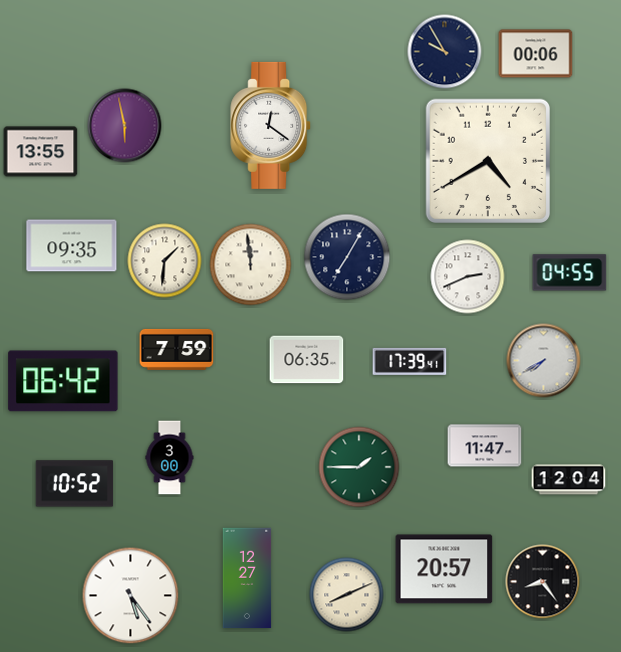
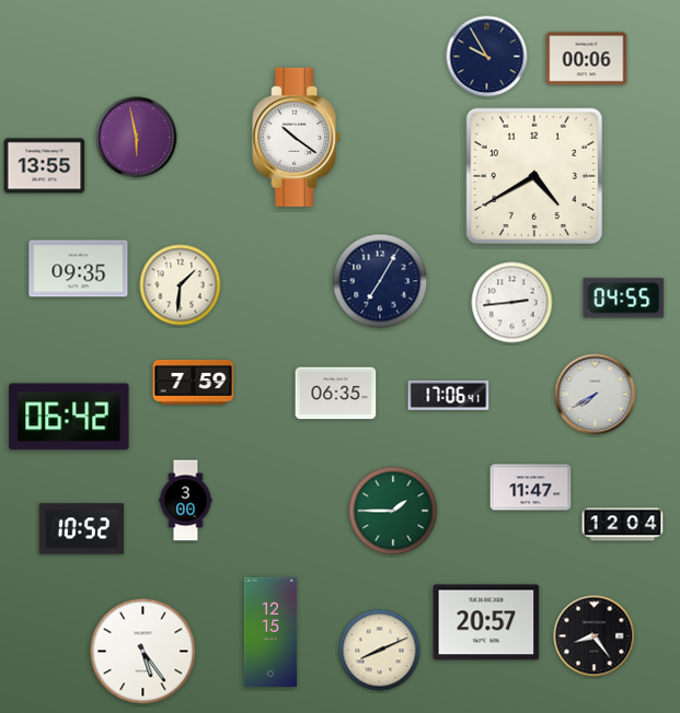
clock at (271, 125): 12:21 -> 10:21
clock at (251, 265): 11:59 -> none
clock at (468, 277): 2:41 -> 2:44
clock at (410, 361): 17:39 -> 17:06
clock at (247, 578): 12:27 -> 12:15
